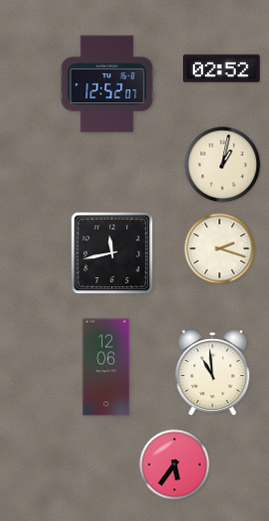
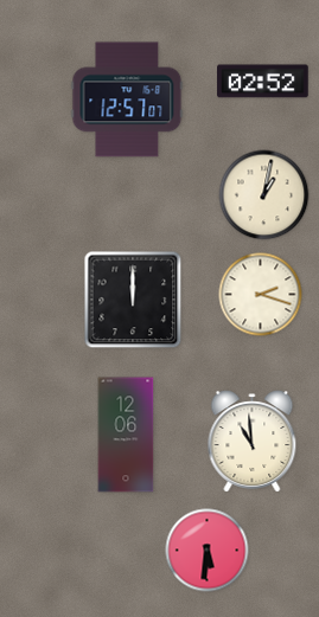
clock at (107, 84): 12:52 -> 12:57
clock at (112, 253): 11:43 -> 12:00
clock at (175, 465): 5:36 -> 5:31
